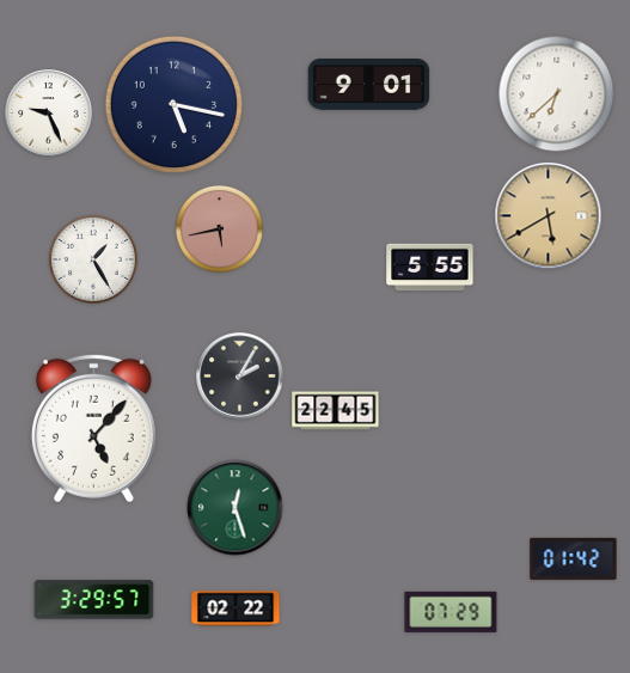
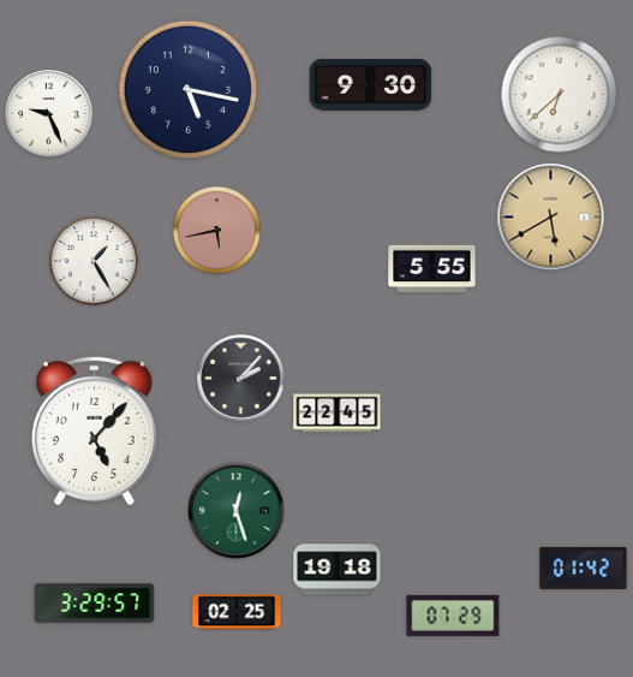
clock at (369, 85): 9:01 -> 9:30
clock at (173, 104) position: (173, 104) -> (187, 89)
clock at (219, 228) position: (219, 228) -> (216, 230)
clock at (240, 377): 2:05 -> 2:07
clock at (574, 558) position: (574, 558) -> (584, 568)
clock at (338, 570): none -> 19:18
clock at (236, 608): 02:22 -> 02:25
